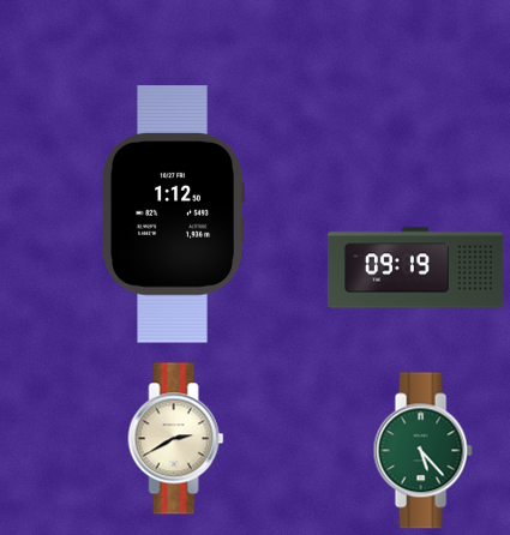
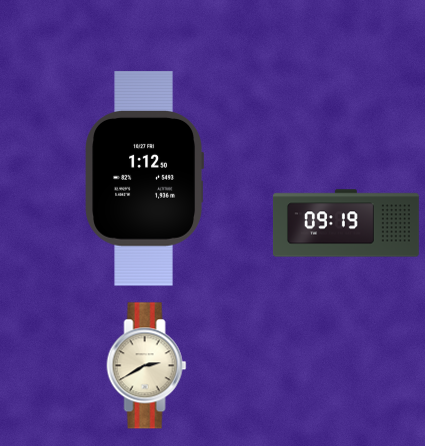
clock at (422, 451): 5:23 -> none
